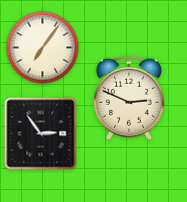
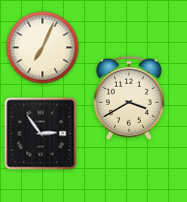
clock at (43, 48): 7:06 -> 7:04
clock at (129, 98): 2:49 -> 3:40
